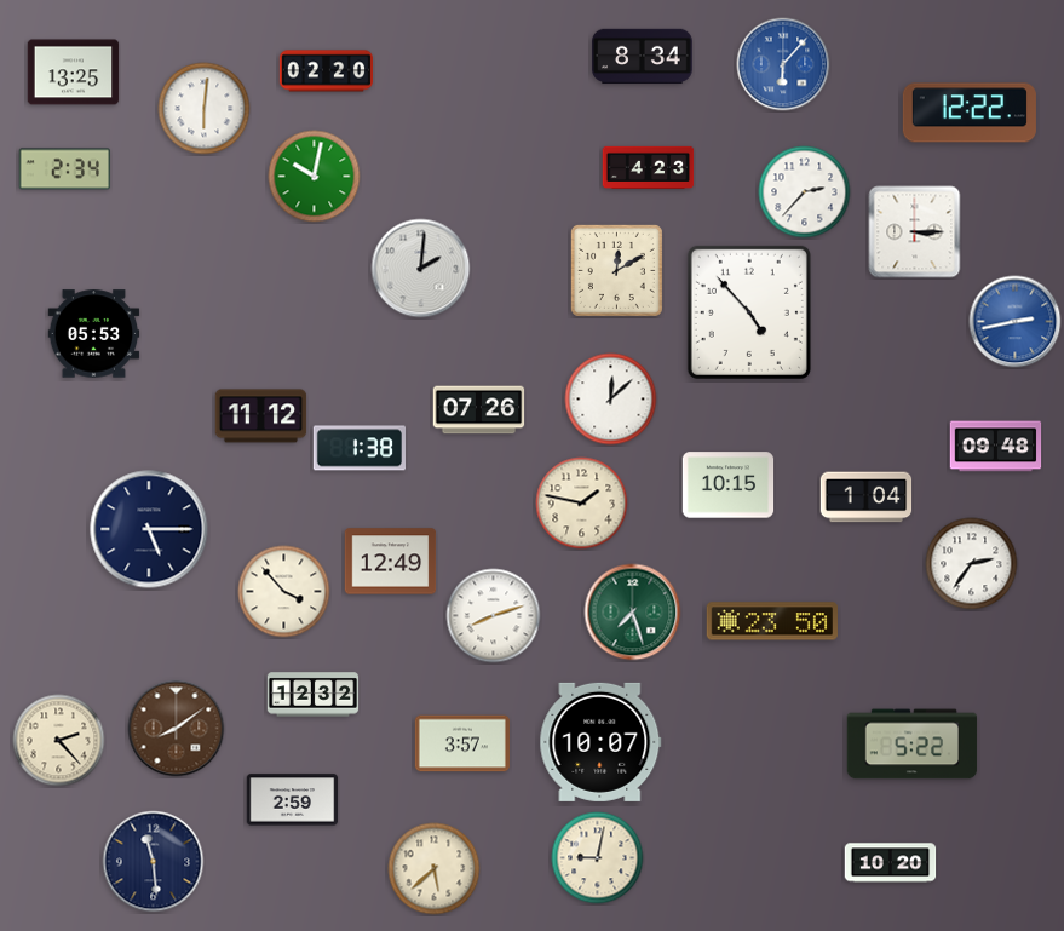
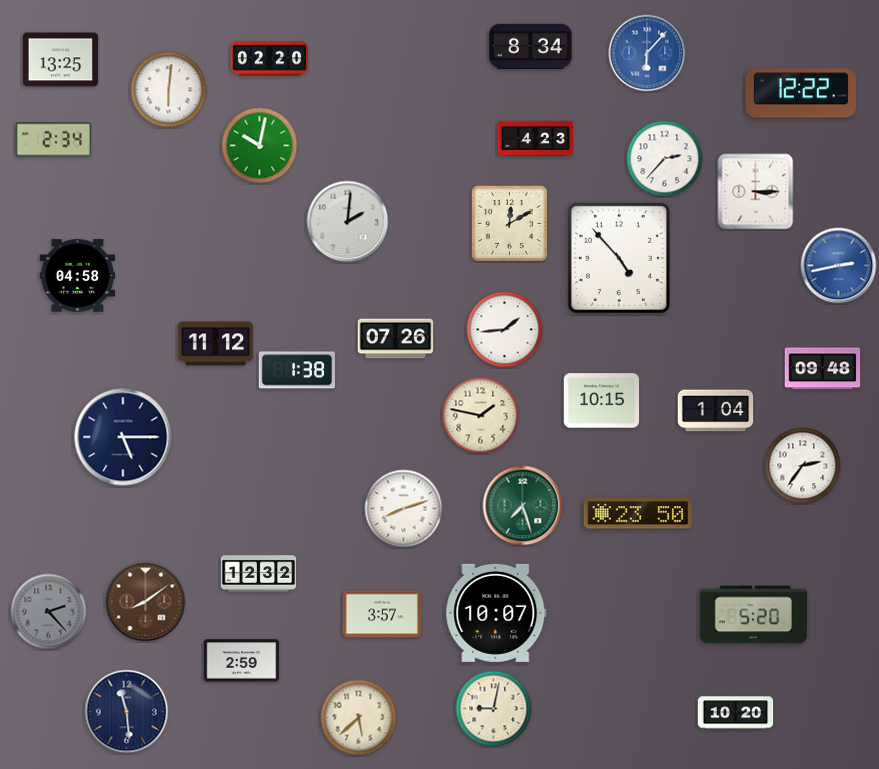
clock at (94, 334): 05:53 -> 04:58
clock at (611, 400): 12:08 -> 1:44
clock at (391, 562): 12:49 -> none
clock at (284, 592): 3:53 -> none
clock at (494, 616) position: (494, 616) -> (404, 509)
clock at (59, 741) dial: cream -> grey
clock at (913, 745): 5:22 -> 5:20
